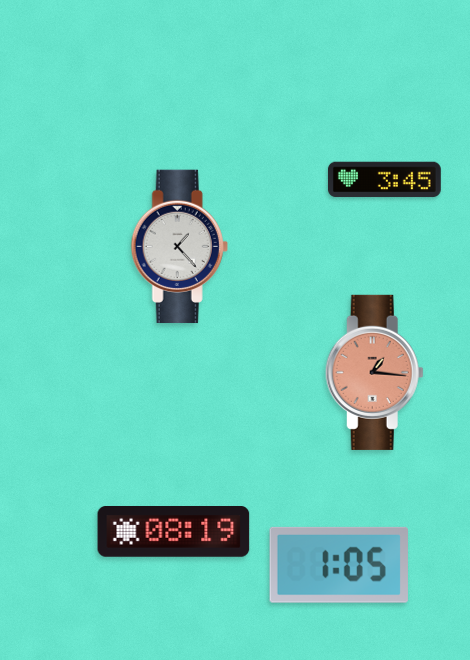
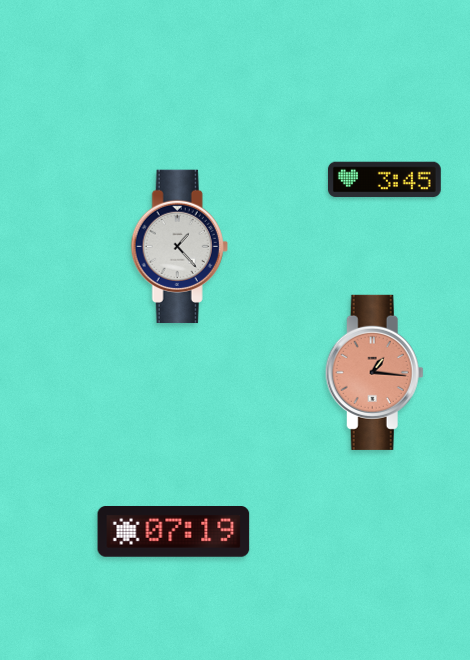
clock at (174, 532): 08:19 -> 07:19
clock at (339, 565): 1:05 -> none
